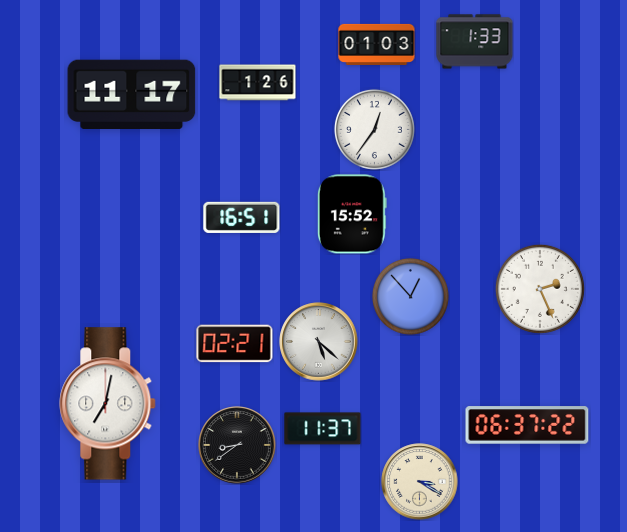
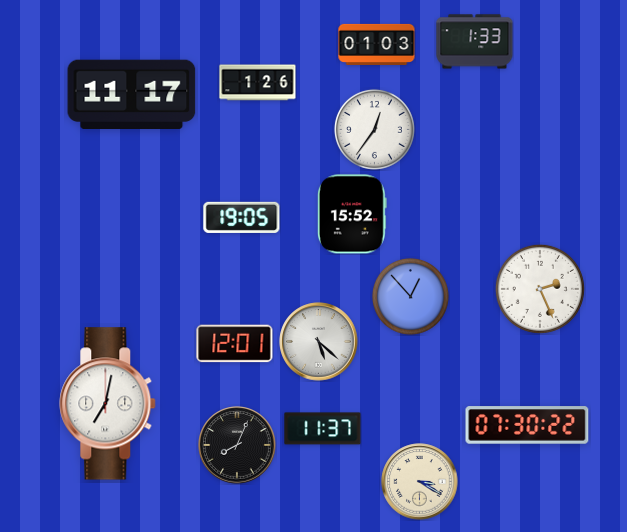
clock at (242, 217): 16:51 -> 19:05
clock at (235, 344): 02:21 -> 12:01
clock at (527, 425): 06:37 -> 07:30
clock at (237, 445): 8:39 -> 8:04
